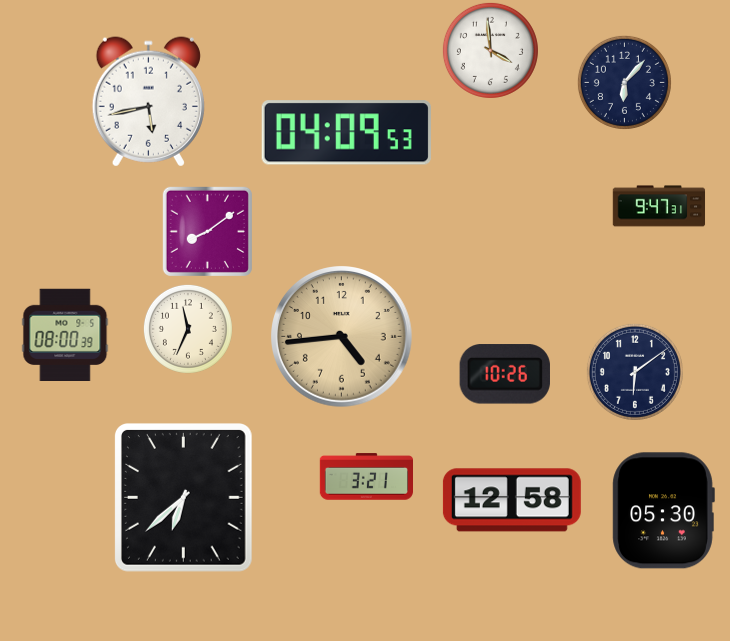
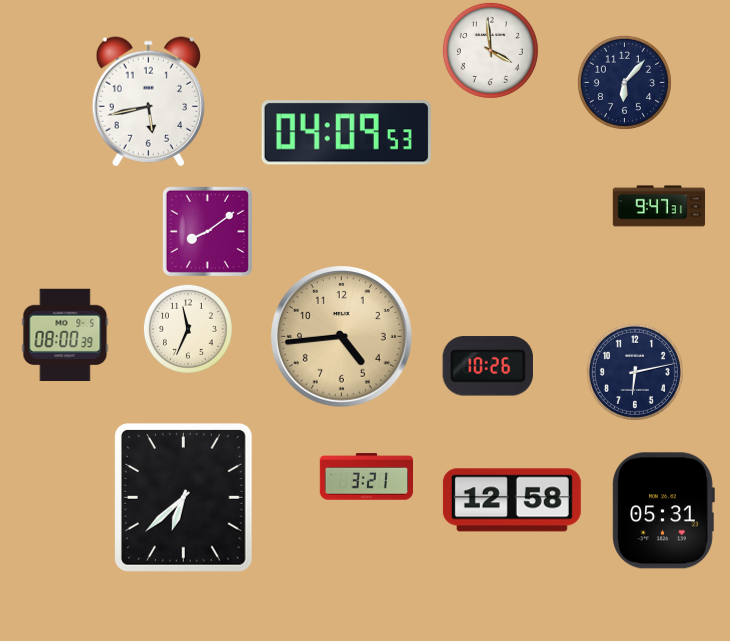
clock at (635, 372): 6:09 -> 6:13
clock at (505, 374) position: (505, 374) -> (488, 366)
clock at (663, 511): 05:30 -> 05:31
